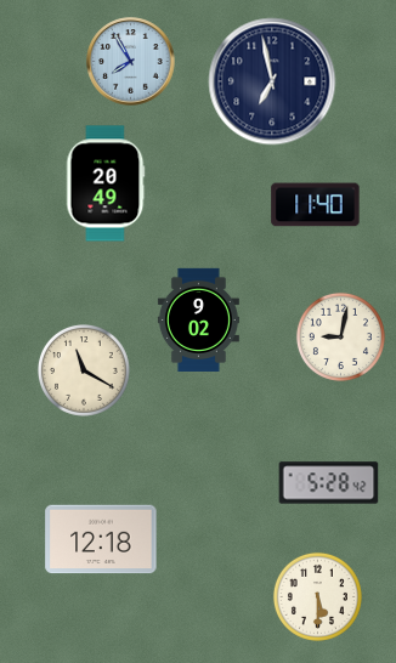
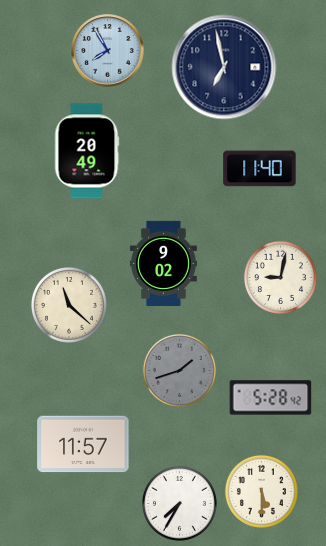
clock at (84, 370): 11:20 -> 11:22
clock at (179, 370): none -> 1:42
clock at (101, 539): 12:18 -> 11:57
clock at (179, 503): none -> 7:35
